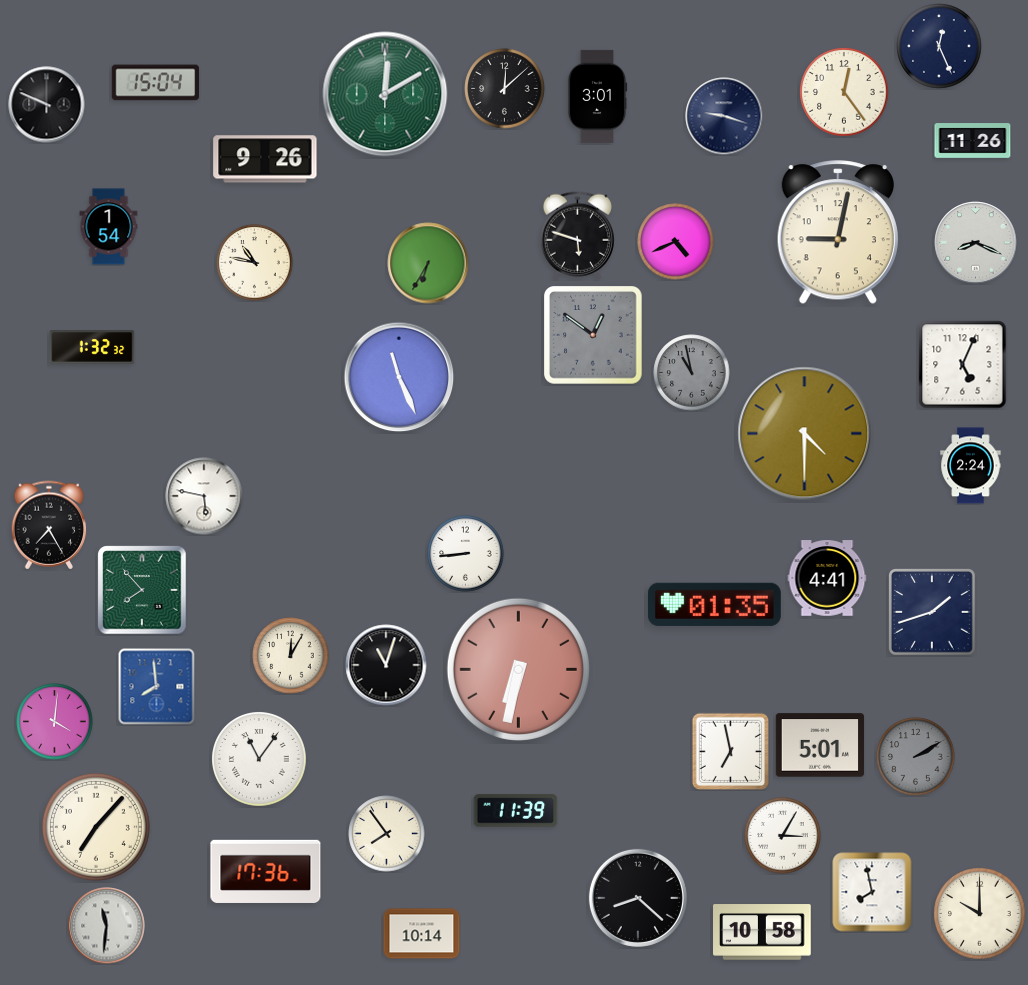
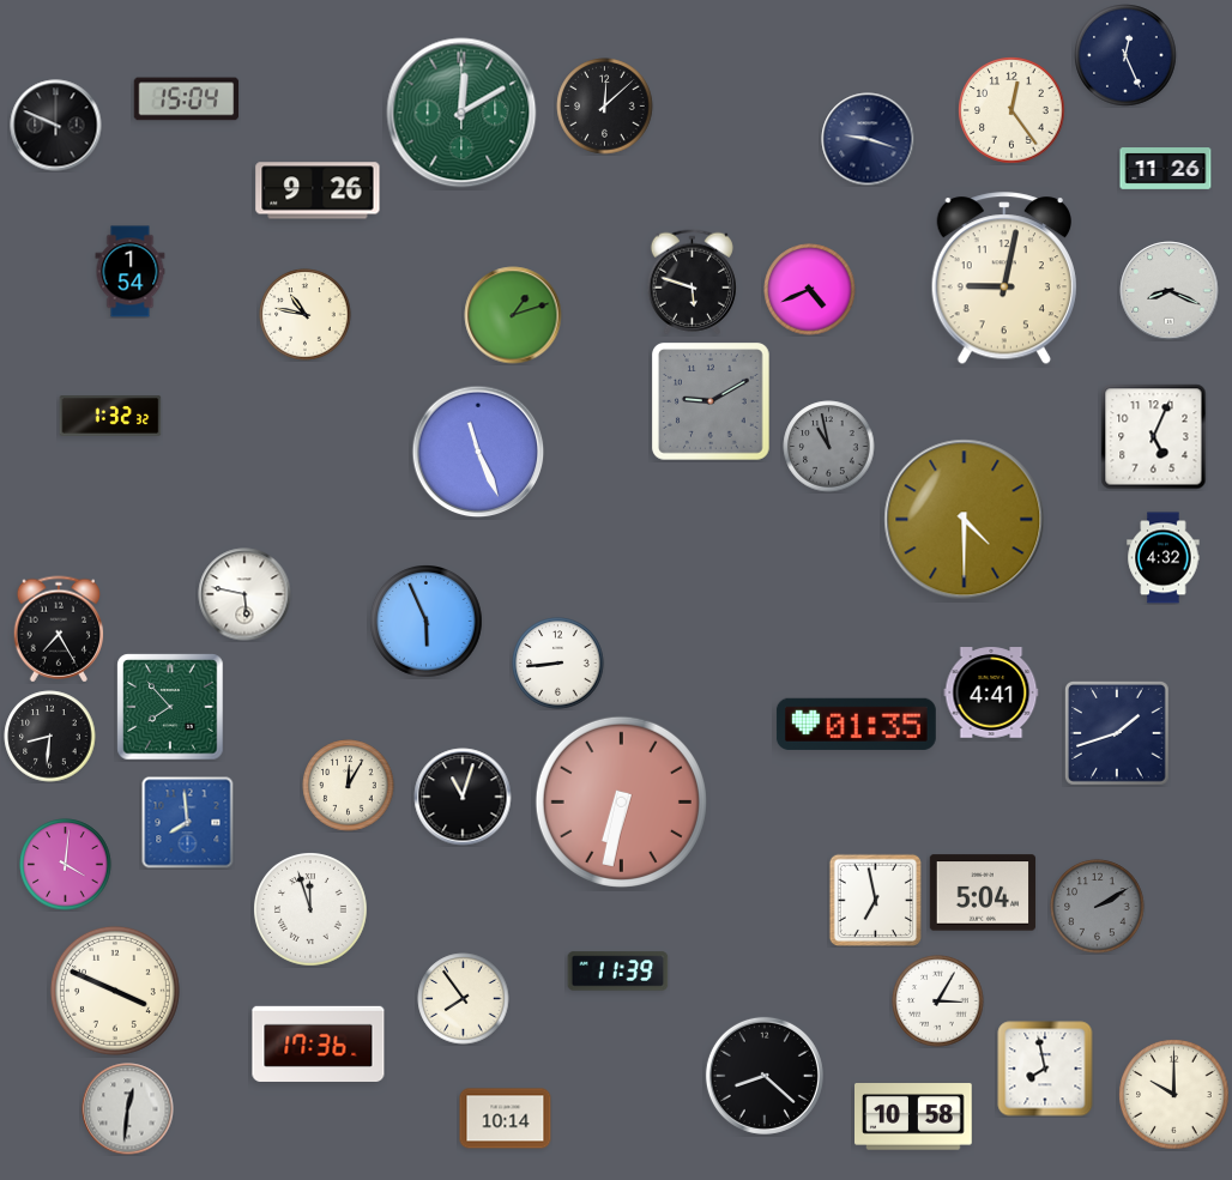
clock at (597, 96): 3:01 -> none
clock at (428, 263): 6:35 -> 1:12
clock at (593, 335): 12:51 -> 9:10
clock at (971, 466): 2:24 -> 4:32
clock at (427, 622): none -> 5:56
clock at (50, 737): none -> 8:31
clock at (820, 745): 5:01 -> 5:04
clock at (260, 760): 11:06 -> 11:57
clock at (96, 827): 7:07 -> 3:49
clock at (107, 926): 11:31 -> 12:31
